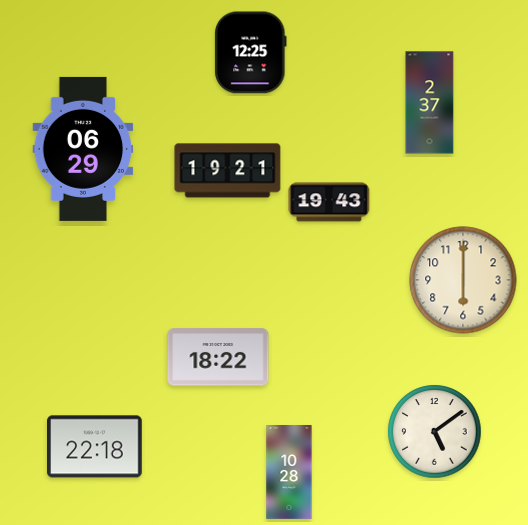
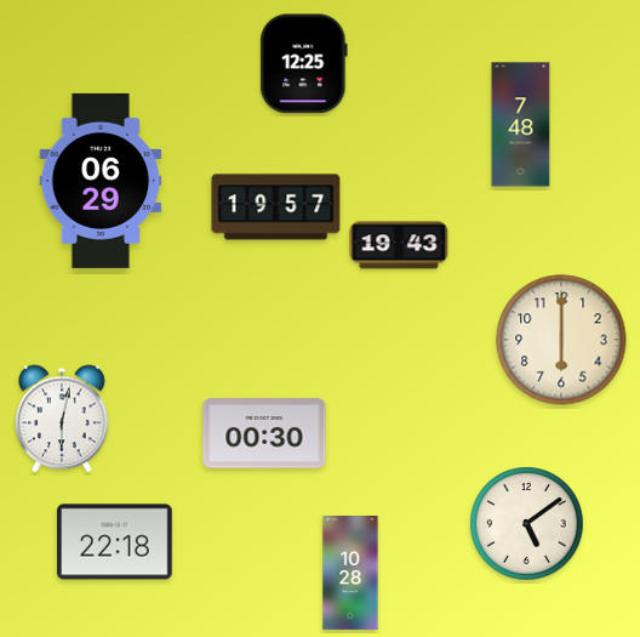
clock at (430, 103): 2:37 -> 7:48
clock at (228, 171): 19:21 -> 19:57
clock at (62, 419): none -> 6:02
clock at (218, 357): 18:22 -> 00:30
